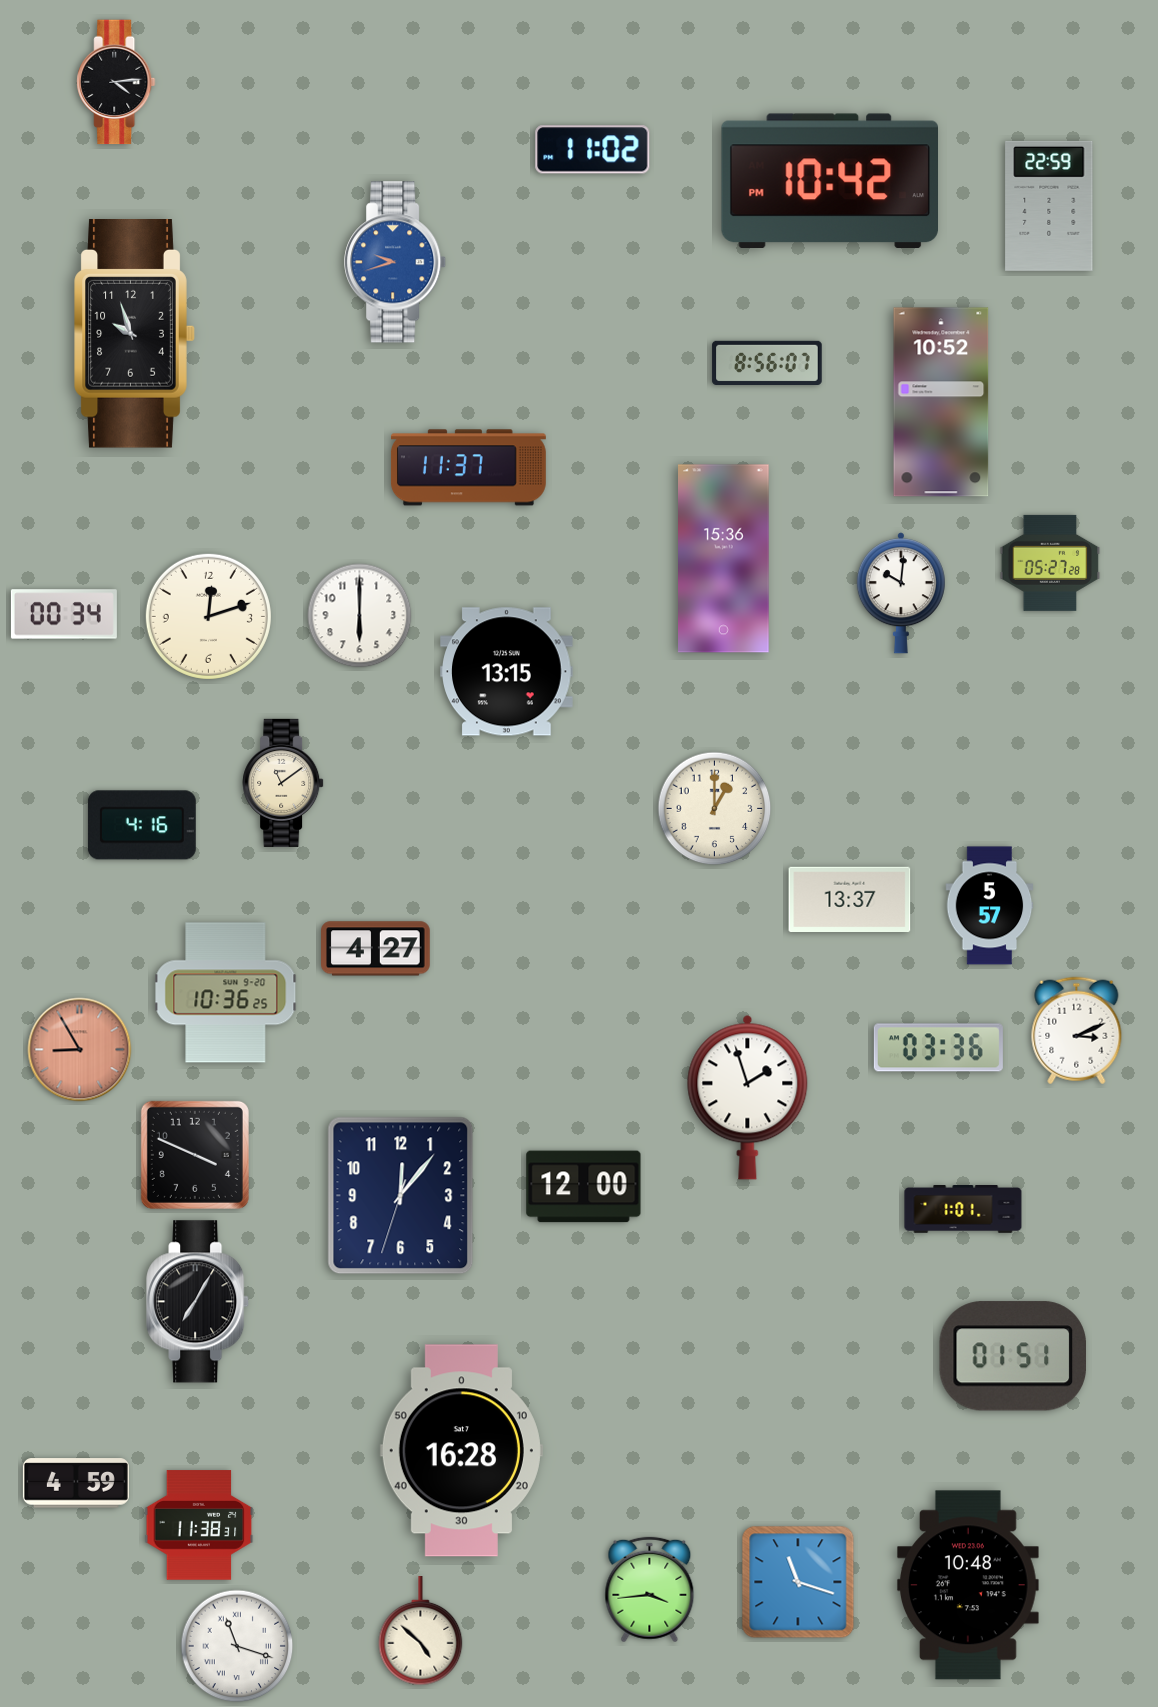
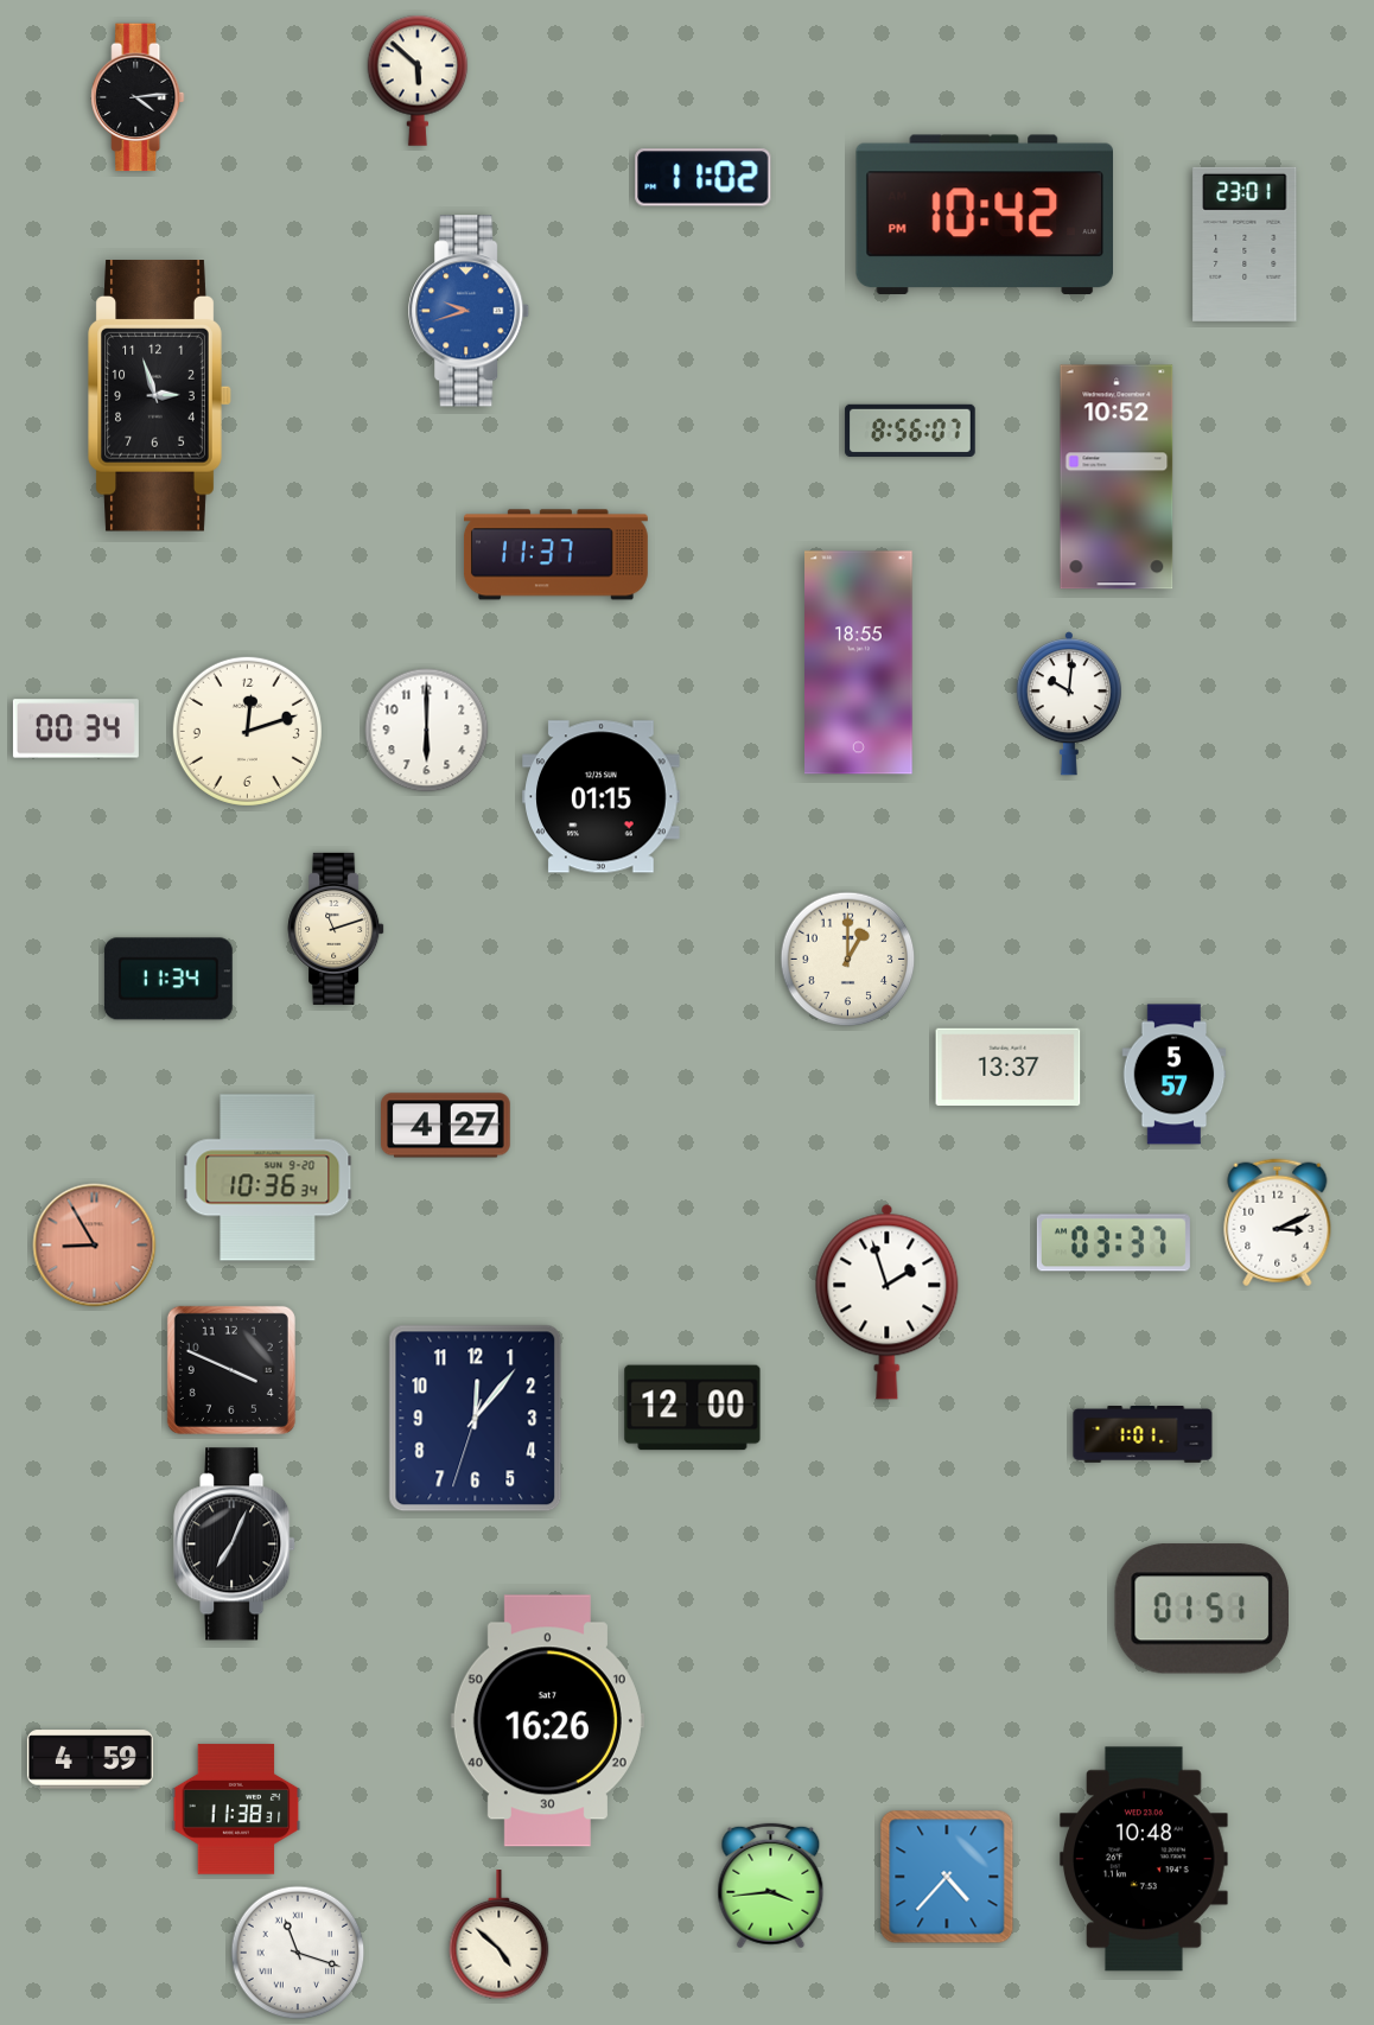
clock at (418, 81): none -> 5:52
clock at (1049, 206): 22:59 -> 23:01
clock at (135, 334): 9:57 -> 2:57
clock at (724, 559): 15:36 -> 18:55
clock at (1050, 563): 05:27 -> none
clock at (507, 672): 13:15 -> 01:15
clock at (283, 783): 11:09 -> 11:12
clock at (142, 825): 4:16 -> 11:34
clock at (226, 993): 10:36:25 -> 10:36:34
clock at (938, 1048): 03:36 -> 03:37
clock at (198, 1302): 7:05 -> 7:04
clock at (461, 1451): 16:28 -> 16:26
clock at (798, 1582): 11:18 -> 4:37
clock at (968, 1585) position: (968, 1585) -> (1144, 1859)
clock at (237, 1646) position: (237, 1646) -> (298, 1953)
